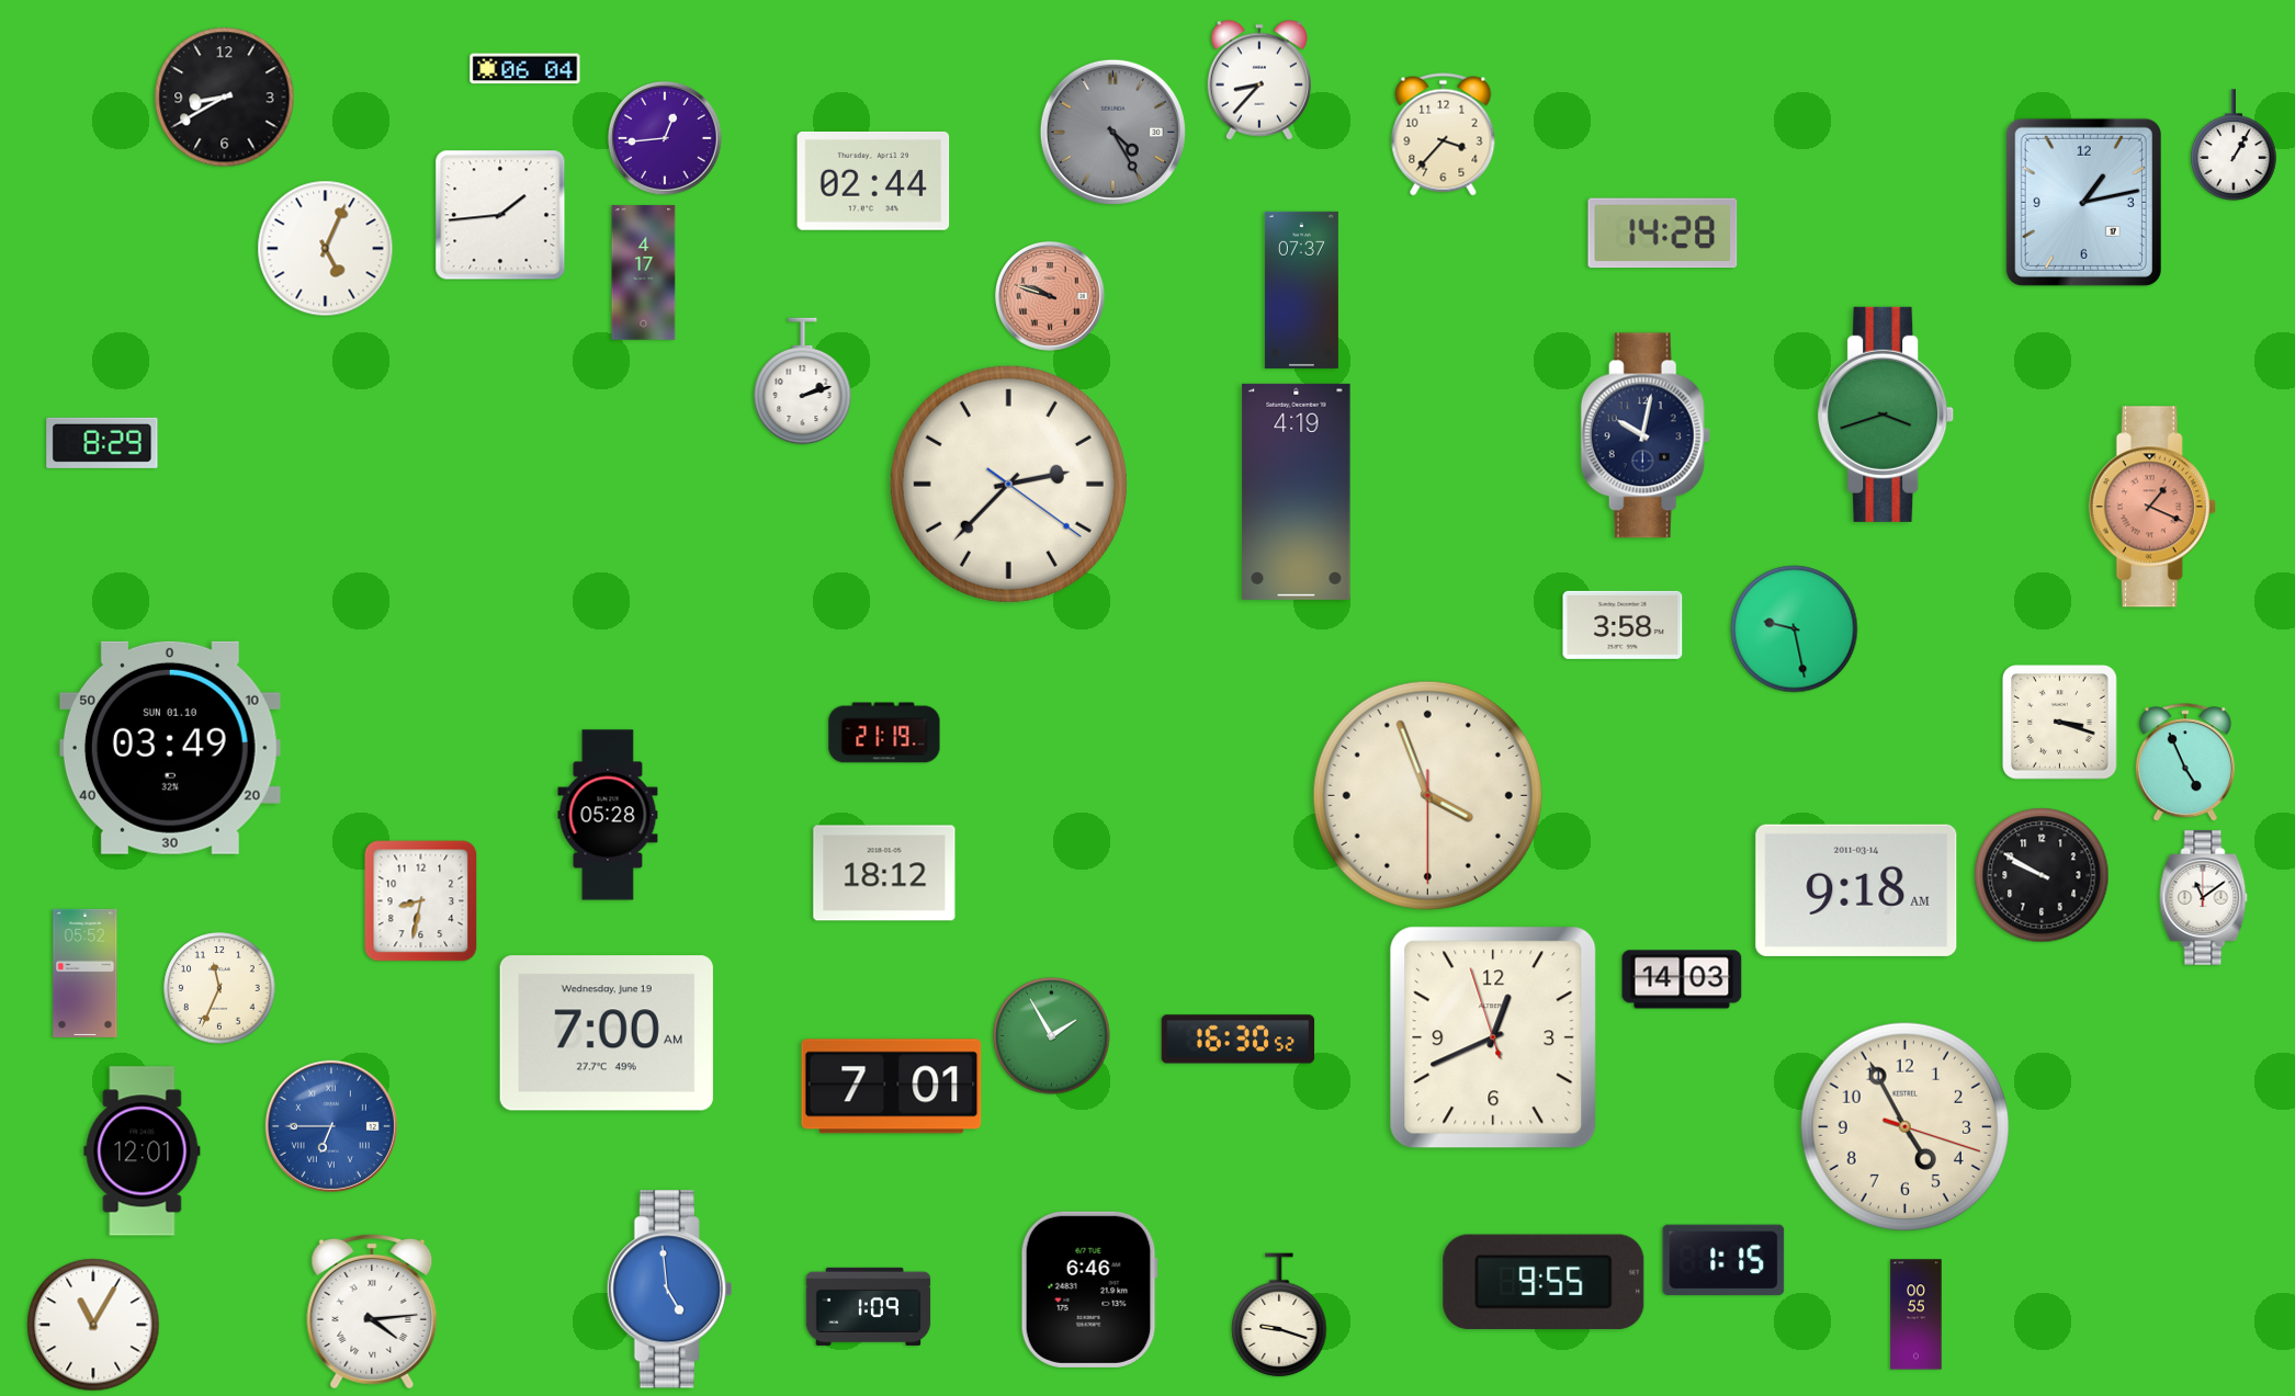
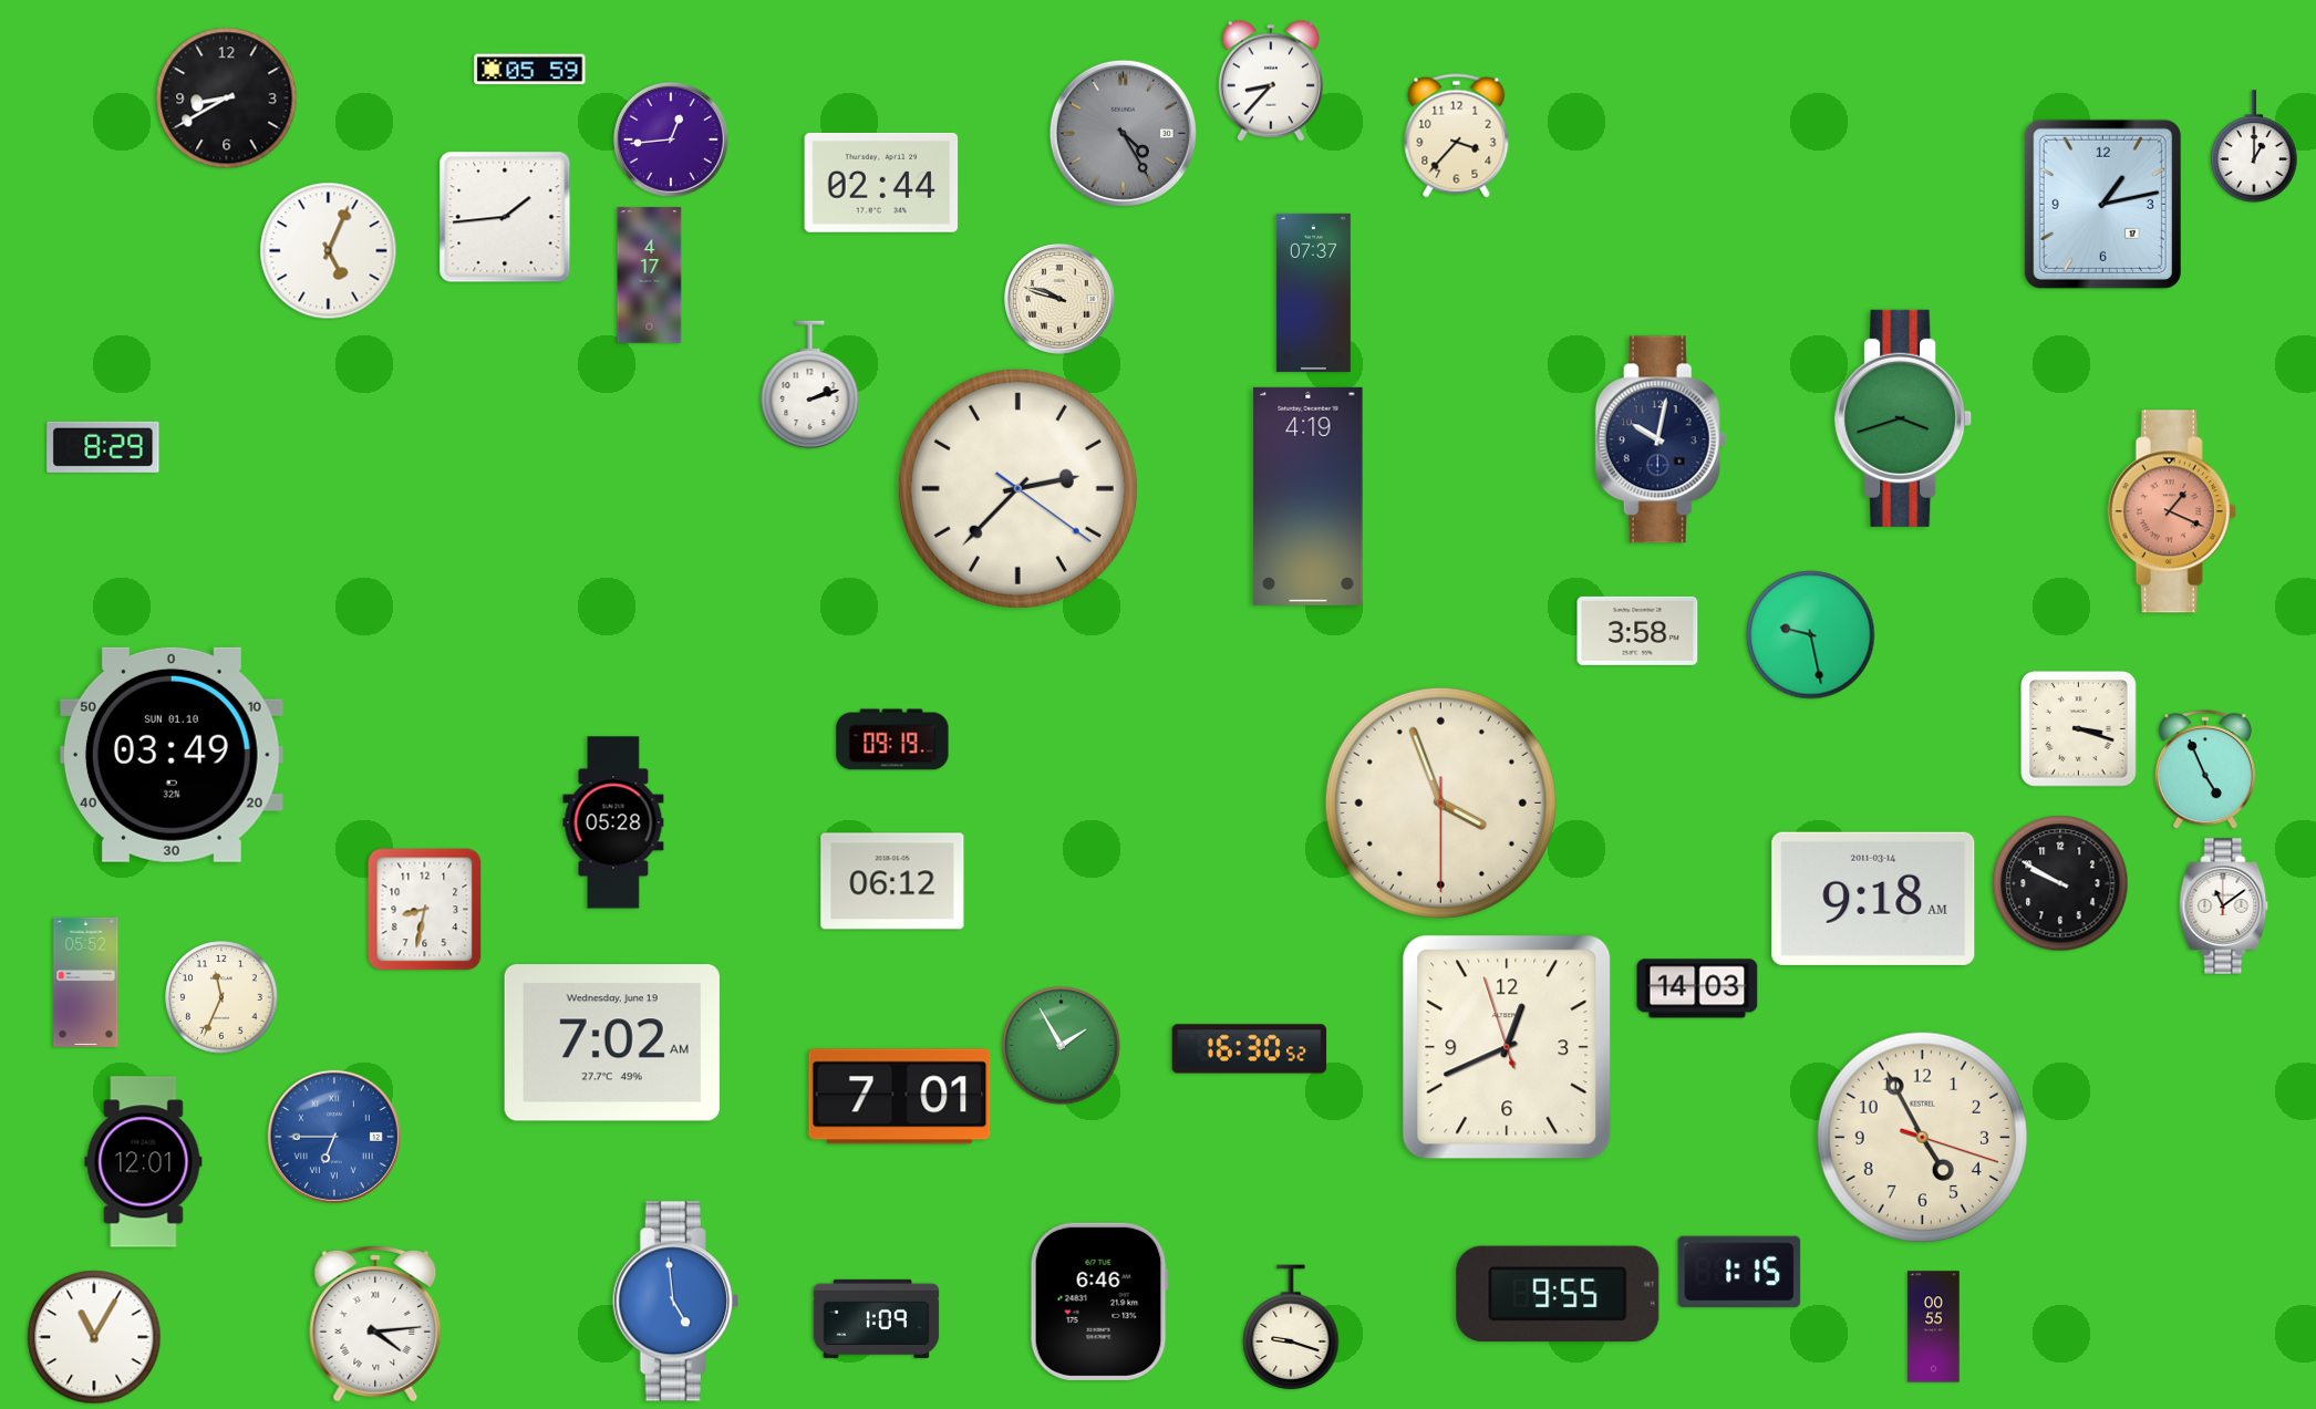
clock at (525, 69): 06:04 -> 05:59
clock at (2234, 145): 1:05 -> 1:00
clock at (1663, 234): 14:28 -> none
clock at (1050, 296) dial: salmon -> cream
clock at (884, 733): 21:19 -> 09:19
clock at (884, 873): 18:12 -> 06:12
clock at (607, 1033): 7:00 -> 7:02
